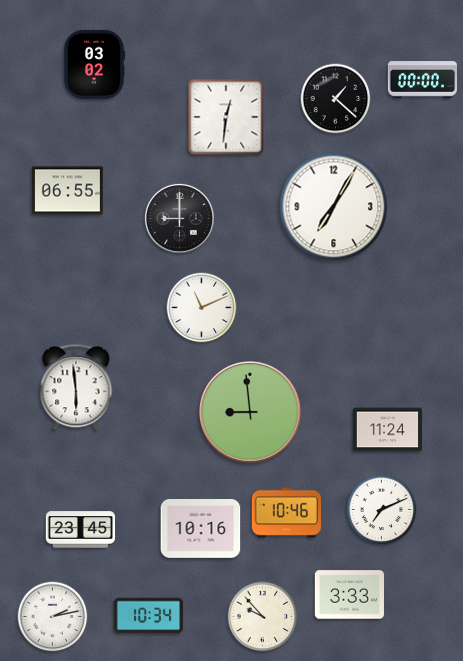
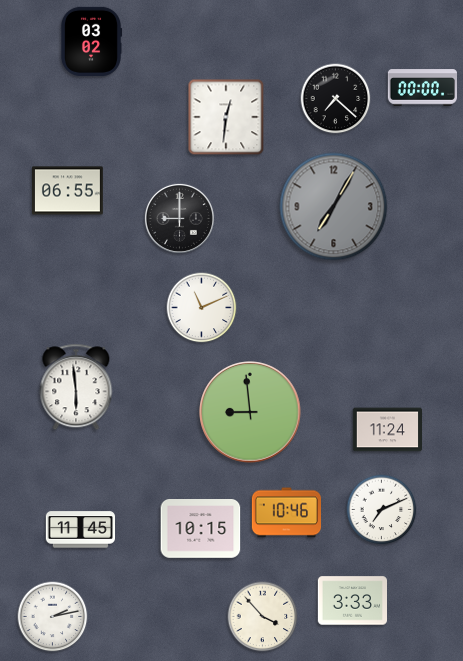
clock at (94, 64) position: (94, 64) -> (91, 41)
clock at (422, 80) position: (422, 80) -> (422, 88)
clock at (336, 99): 1:22 -> 7:22
clock at (334, 207) dial: white -> grey
clock at (201, 529): 10:16 -> 10:15
clock at (80, 530): 23:45 -> 11:45
clock at (349, 595) position: (349, 595) -> (352, 601)
clock at (148, 616): 10:34 -> none
clock at (263, 617): 9:53 -> 3:53
